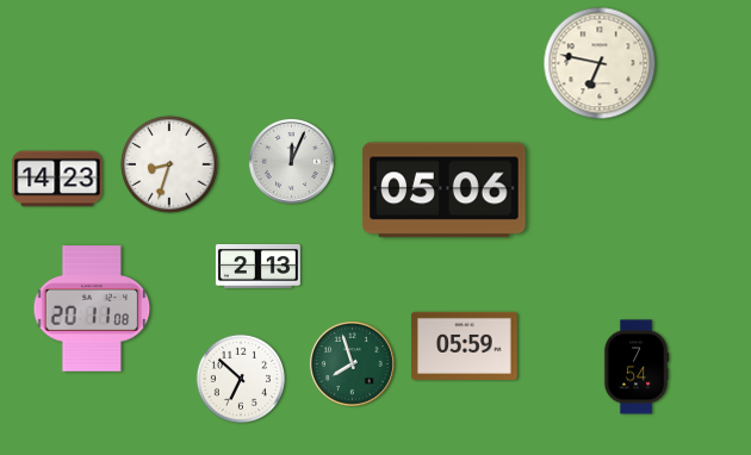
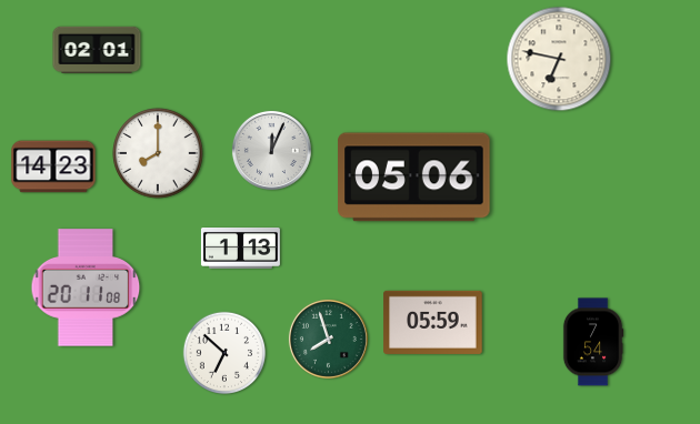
clock at (97, 49): none -> 02:01
clock at (169, 164): 8:33 -> 8:00
clock at (257, 267): 2:13 -> 1:13
